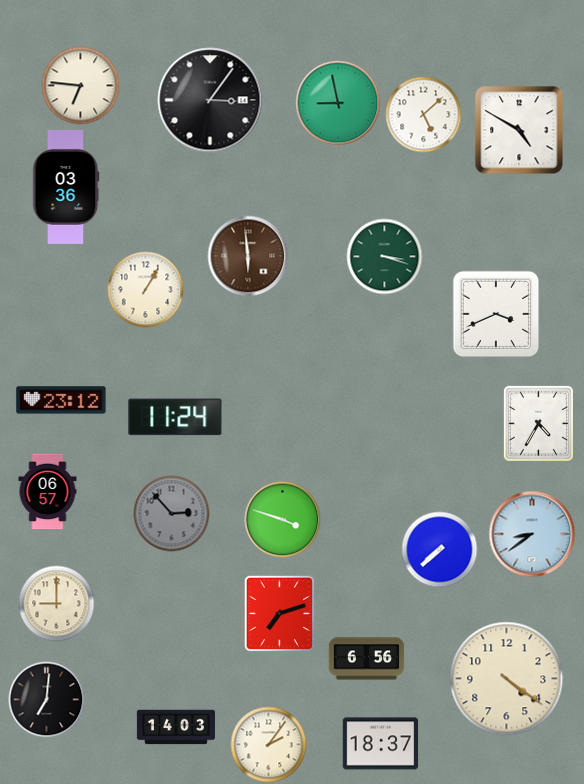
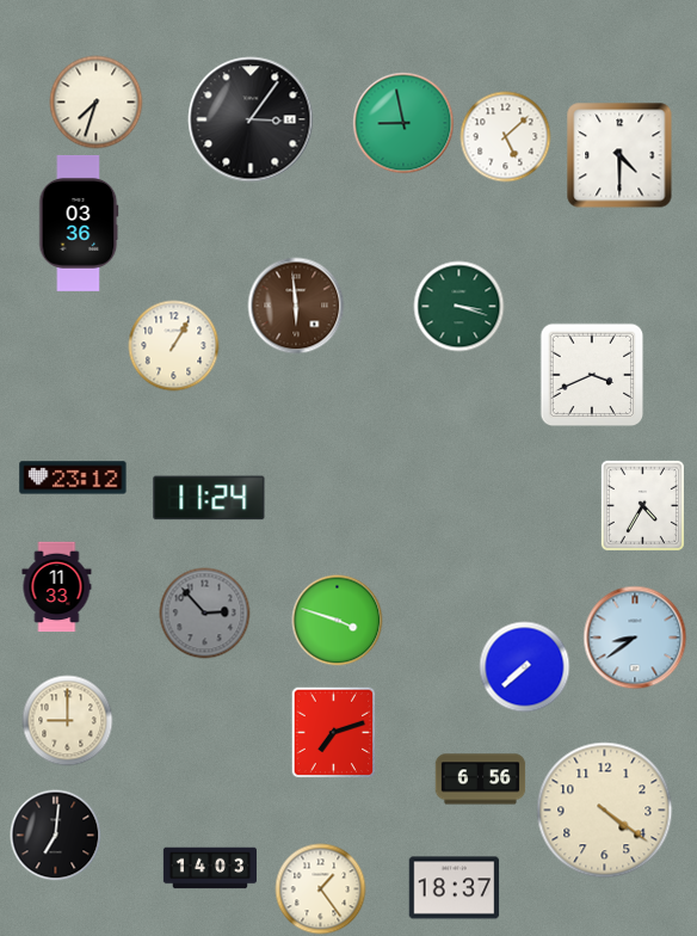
clock at (81, 86): 6:46 -> 7:33
clock at (519, 130): 4:50 -> 4:30
clock at (48, 492): 06:57 -> 11:33
clock at (440, 550) position: (440, 550) -> (525, 667)
clock at (367, 659) position: (367, 659) -> (481, 780)
clock at (269, 745): 2:06 -> 1:24
